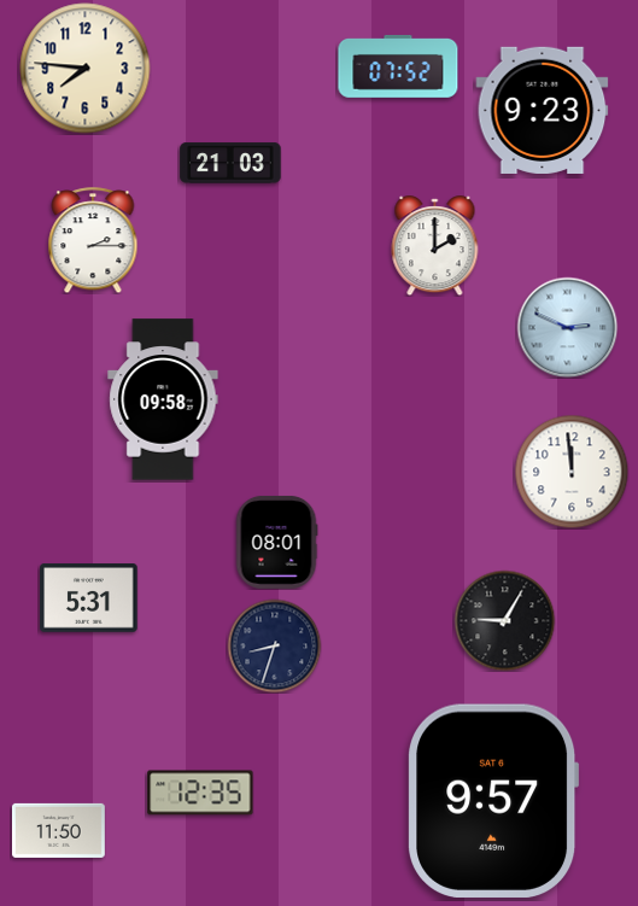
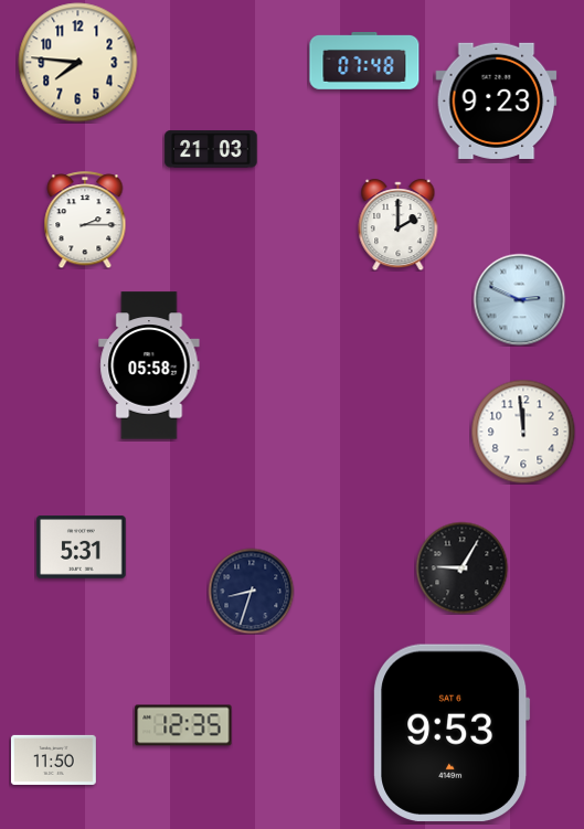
clock at (398, 66): 07:52 -> 07:48
clock at (163, 399): 09:58 -> 05:58
clock at (276, 542): 08:01 -> none
clock at (493, 801): 9:57 -> 9:53
